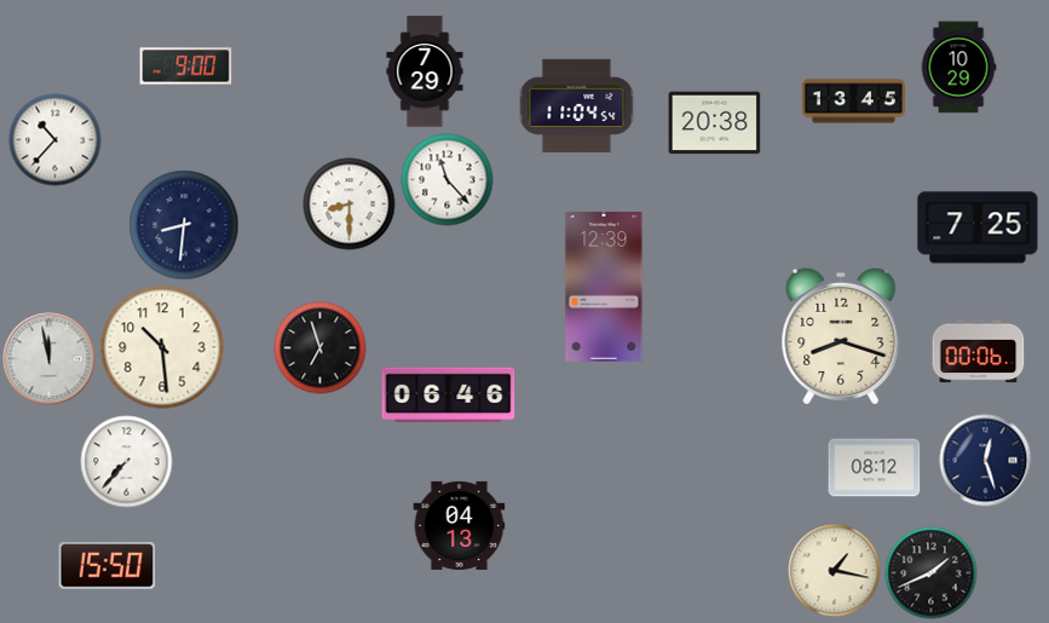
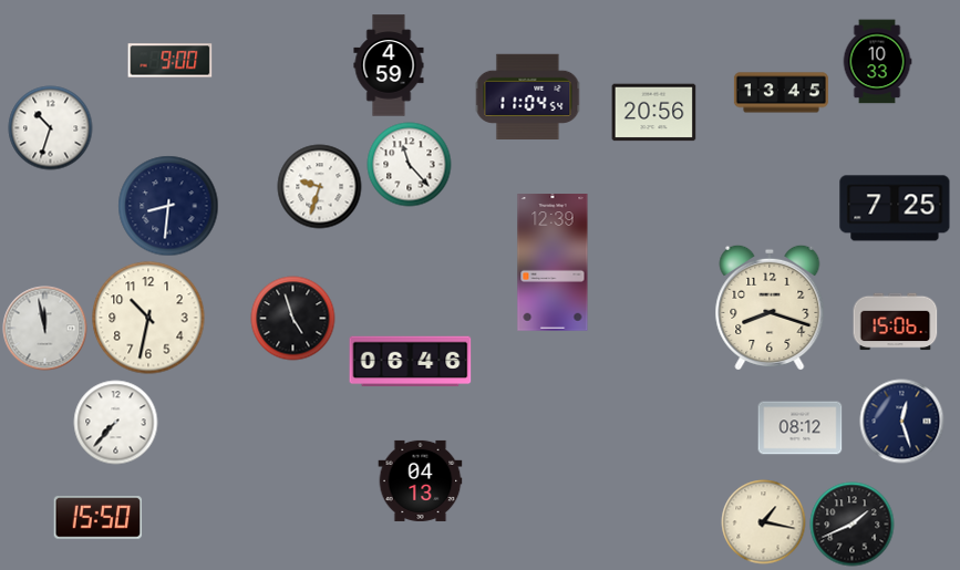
clock at (958, 68): 10:29 -> 10:33
clock at (425, 71): 7:29 -> 4:59
clock at (715, 123): 20:38 -> 20:56
clock at (56, 140): 10:37 -> 10:33
clock at (350, 204): 8:30 -> 9:33
clock at (162, 347): 10:29 -> 10:32
clock at (321, 348): 6:57 -> 4:57
clock at (979, 352): 00:06 -> 15:06
